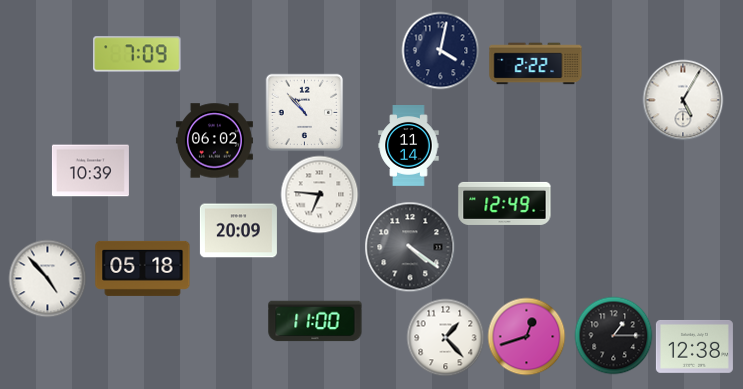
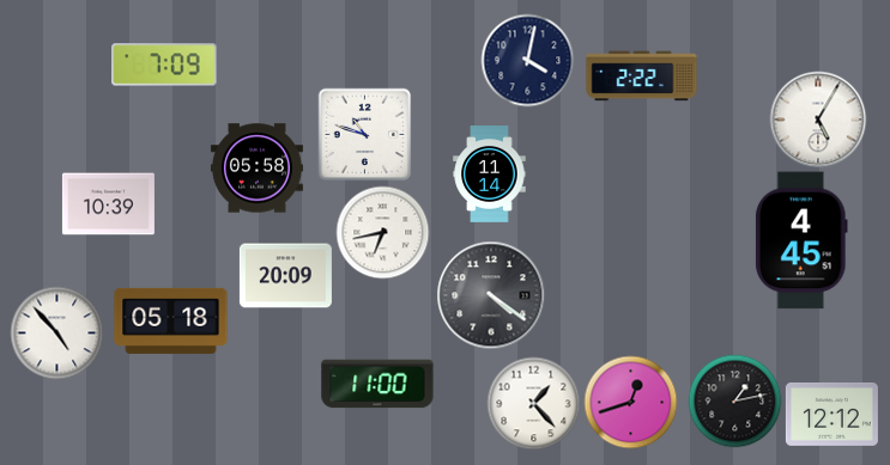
clock at (304, 112): 10:53 -> 10:48
clock at (214, 141): 06:02 -> 05:58
clock at (319, 194): 6:46 -> 6:43
clock at (801, 240): none -> 4:45
clock at (505, 203): 12:49 -> none
clock at (613, 335): 1:15 -> 1:13
clock at (694, 346): 12:38 -> 12:12
